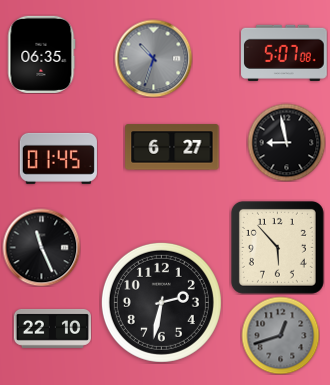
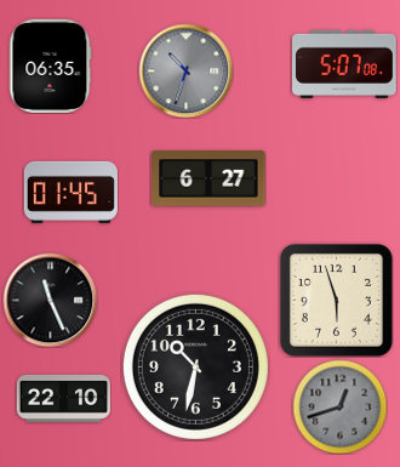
clock at (286, 142): 8:58 -> none
clock at (277, 247): 5:53 -> 5:57
clock at (161, 302): 2:32 -> 10:32
